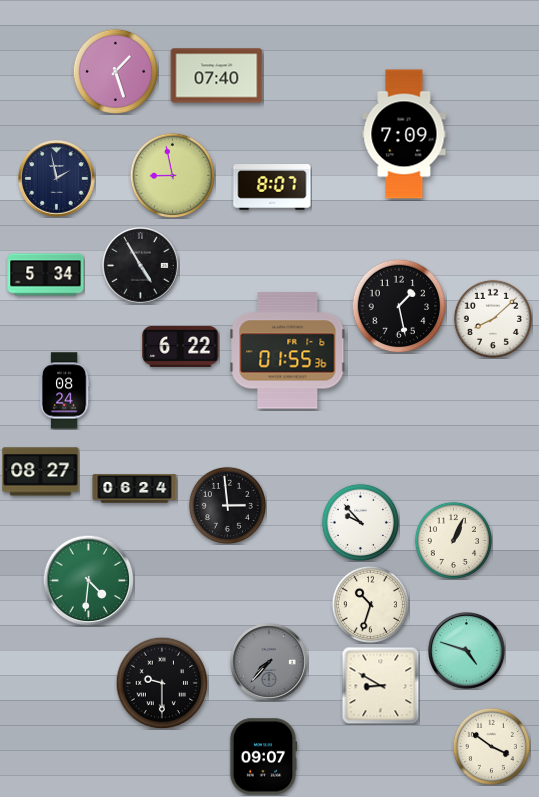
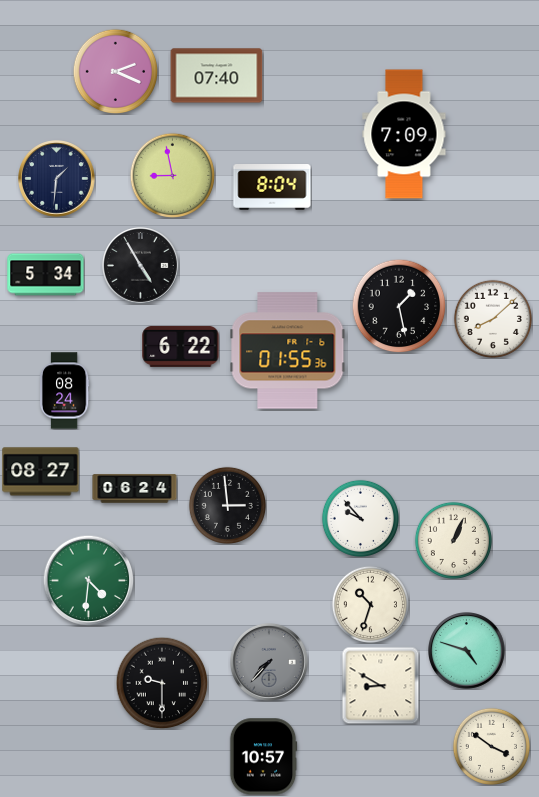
clock at (115, 71): 1:27 -> 2:19
clock at (57, 179): 1:58 -> 1:31
clock at (272, 188): 8:07 -> 8:04
clock at (360, 522) position: (360, 522) -> (360, 518)
clock at (263, 757): 09:07 -> 10:57
